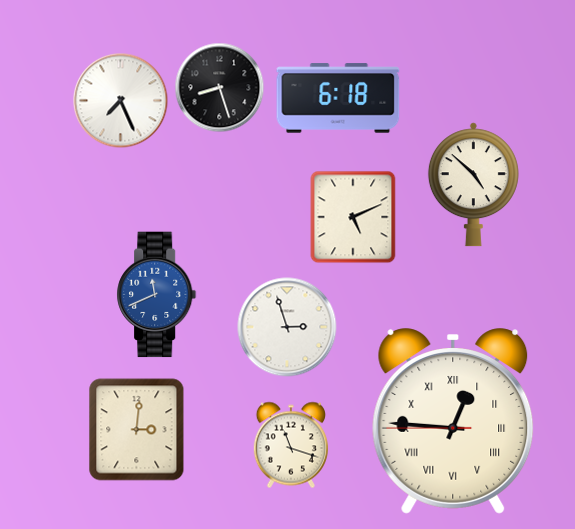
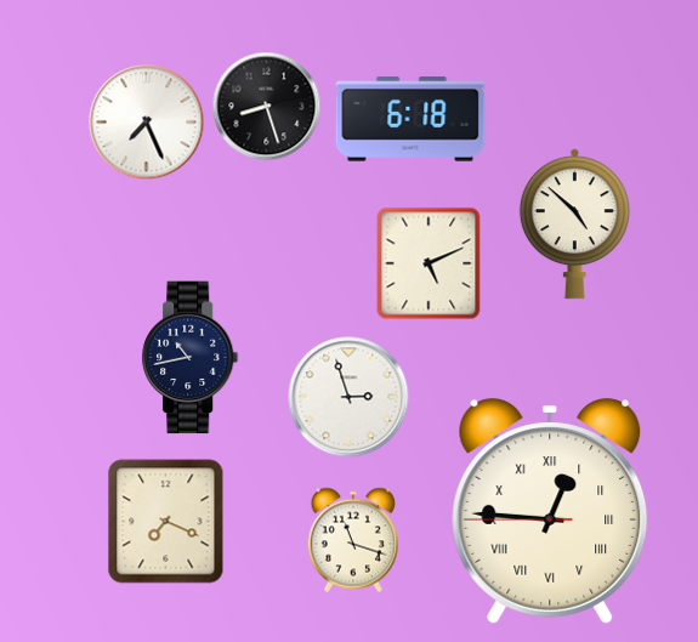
clock at (157, 295): 11:41 -> 10:43
clock at (157, 295) dial: blue -> navy
clock at (137, 430): 3:01 -> 7:19
